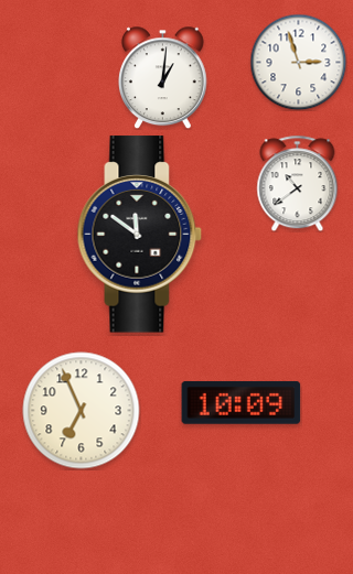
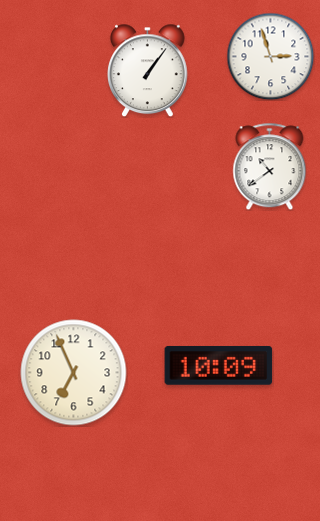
clock at (163, 77): 1:01 -> 1:06
clock at (140, 235): 11:51 -> none
